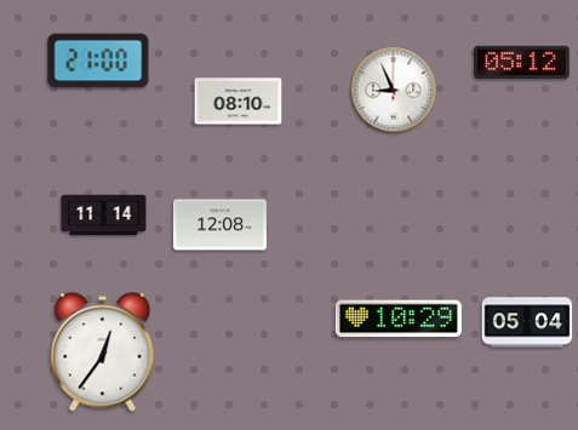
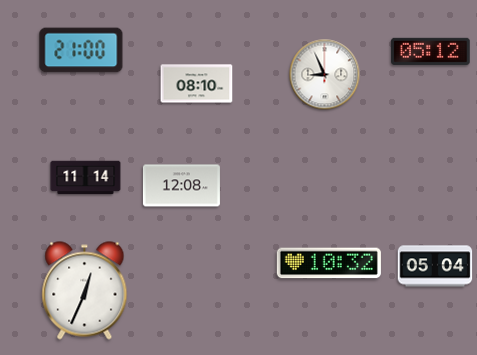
clock at (399, 319): 10:29 -> 10:32
clock at (103, 352): 12:36 -> 12:34
